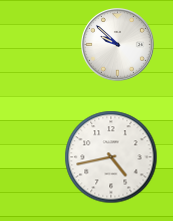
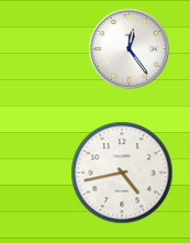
clock at (118, 45): 9:52 -> 12:24
